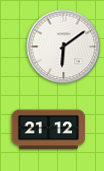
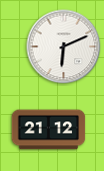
clock at (64, 47): 6:09 -> 6:11
